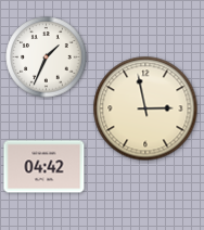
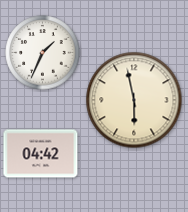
clock at (145, 108): 2:58 -> 5:58
